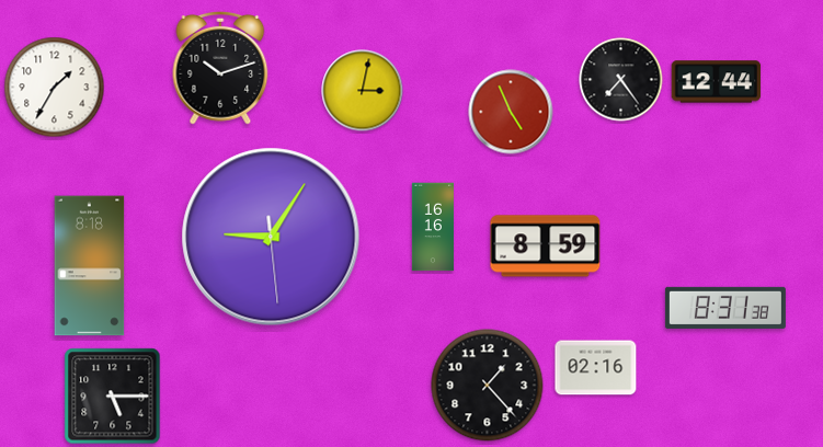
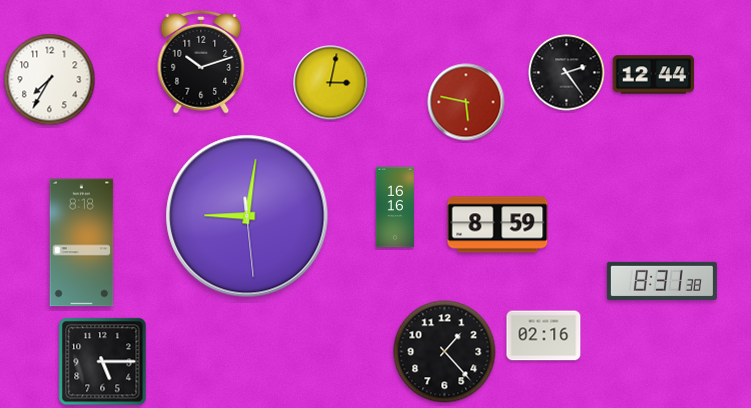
clock at (621, 80): 7:24 -> 2:24
clock at (55, 88): 1:35 -> 7:35
clock at (511, 112): 4:56 -> 5:47
clock at (271, 237): 9:05 -> 9:01
